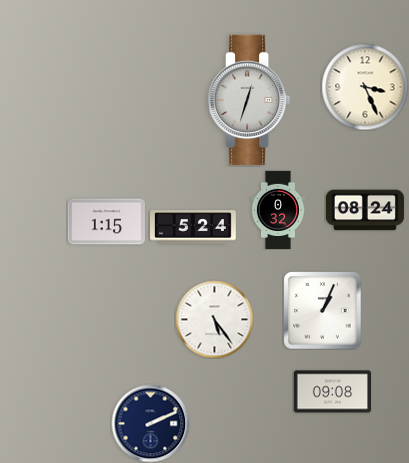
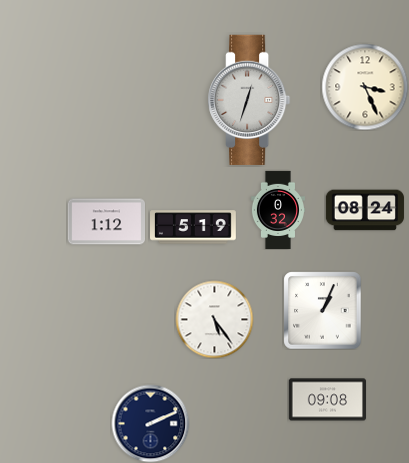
clock at (106, 222): 1:15 -> 1:12
clock at (194, 227): 5:24 -> 5:19
clock at (332, 392) position: (332, 392) -> (327, 400)
